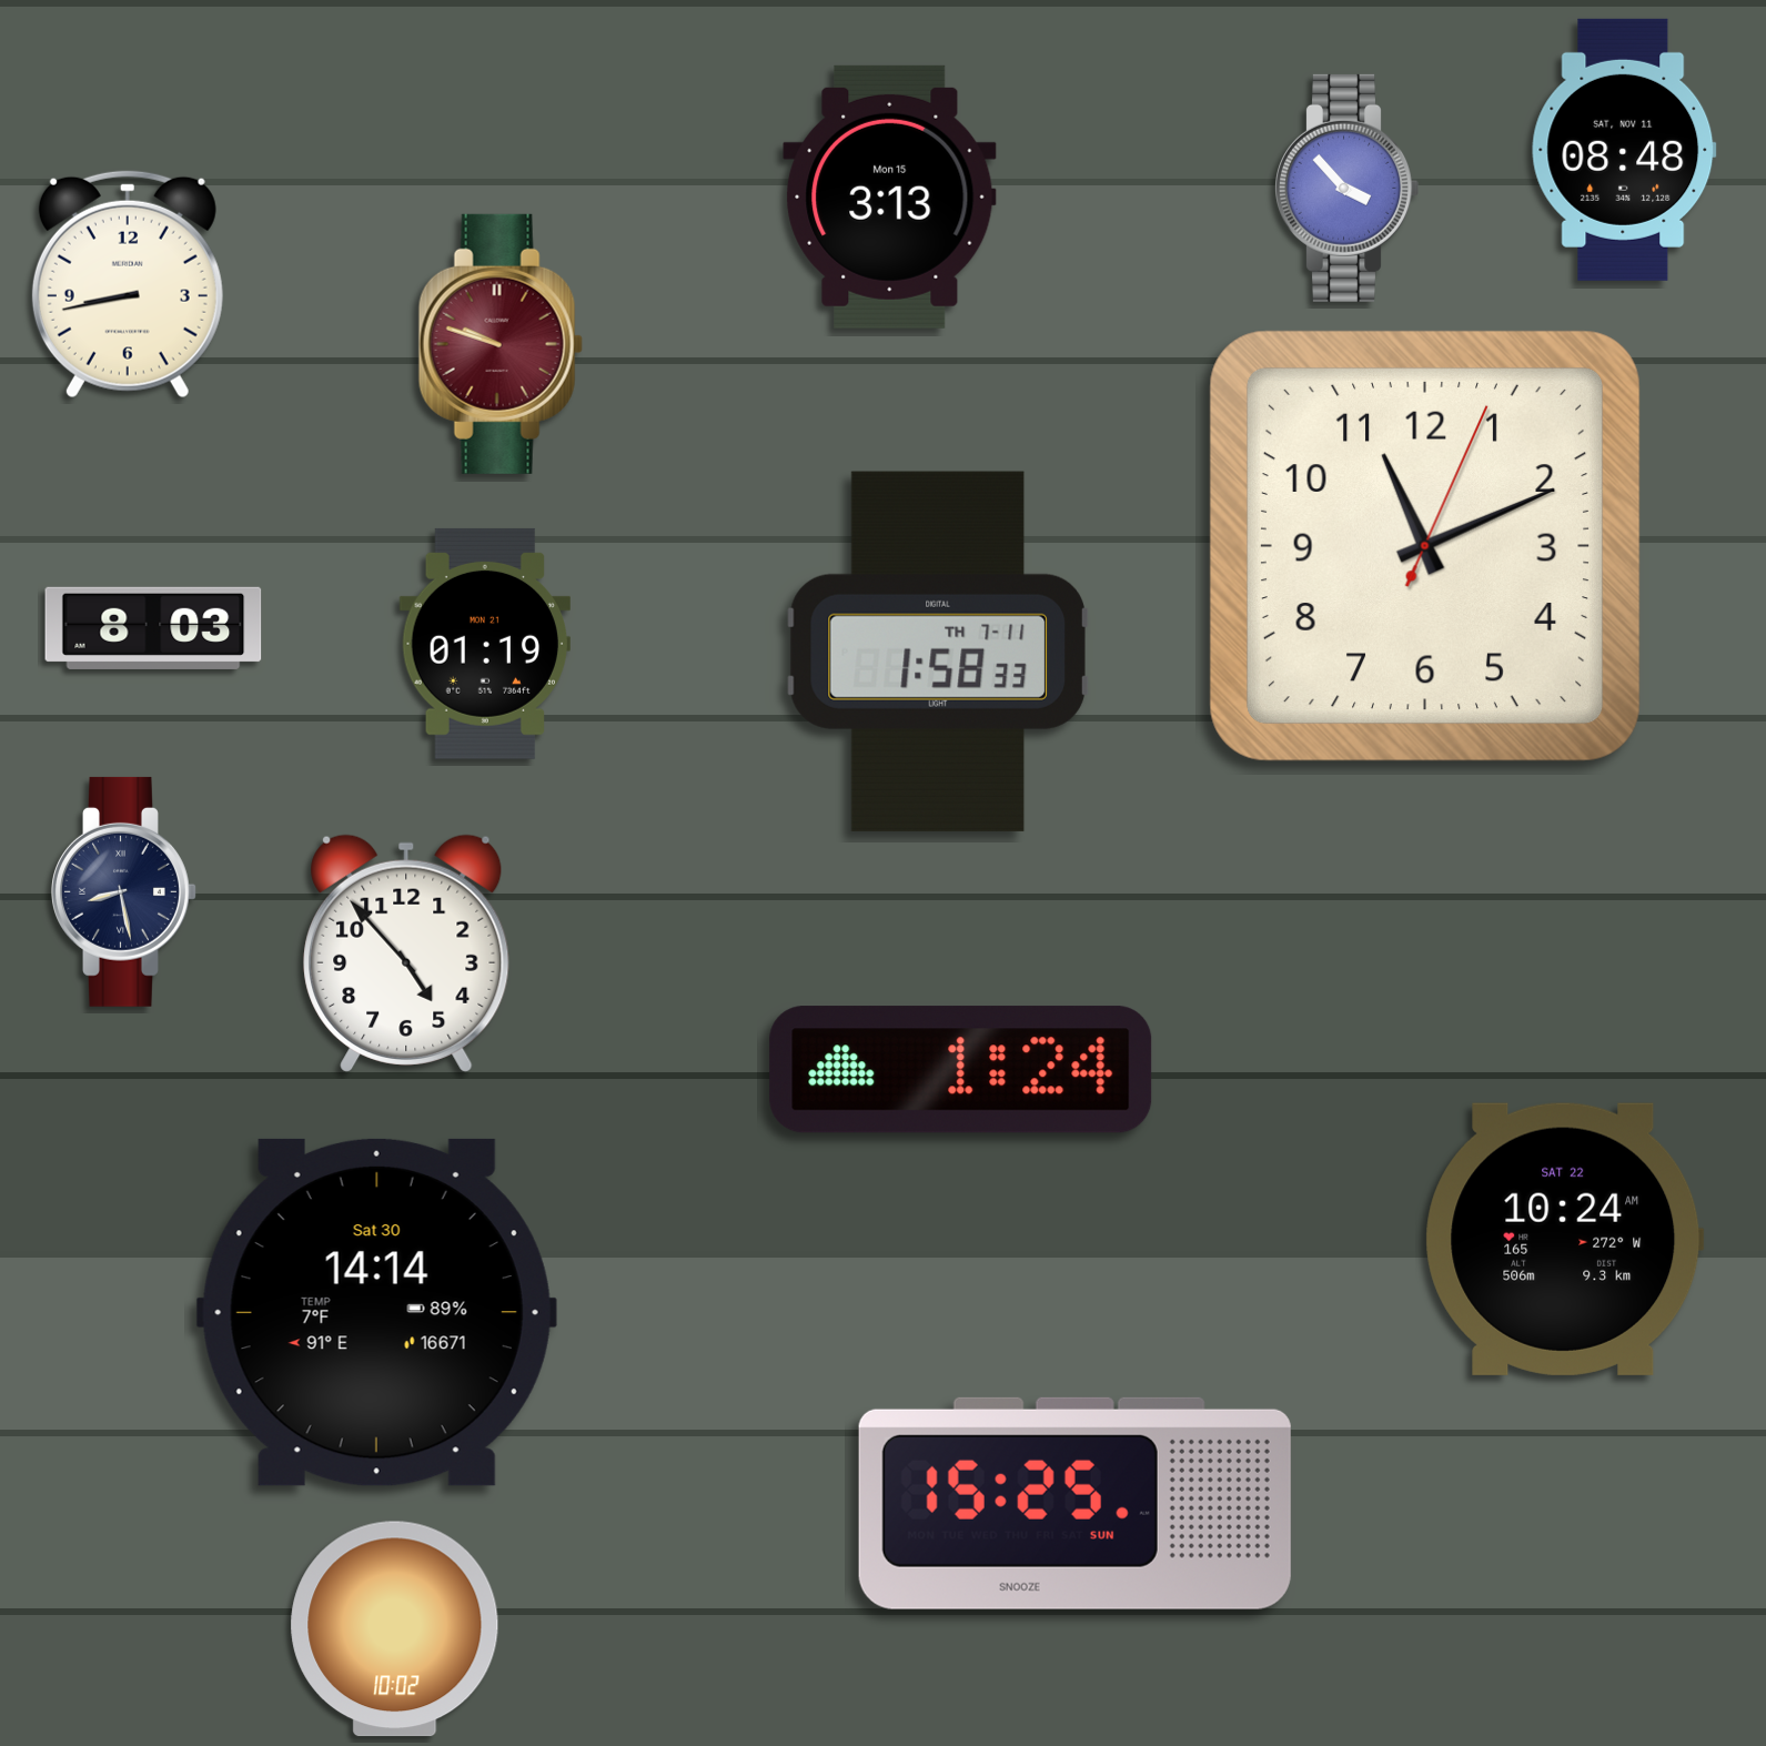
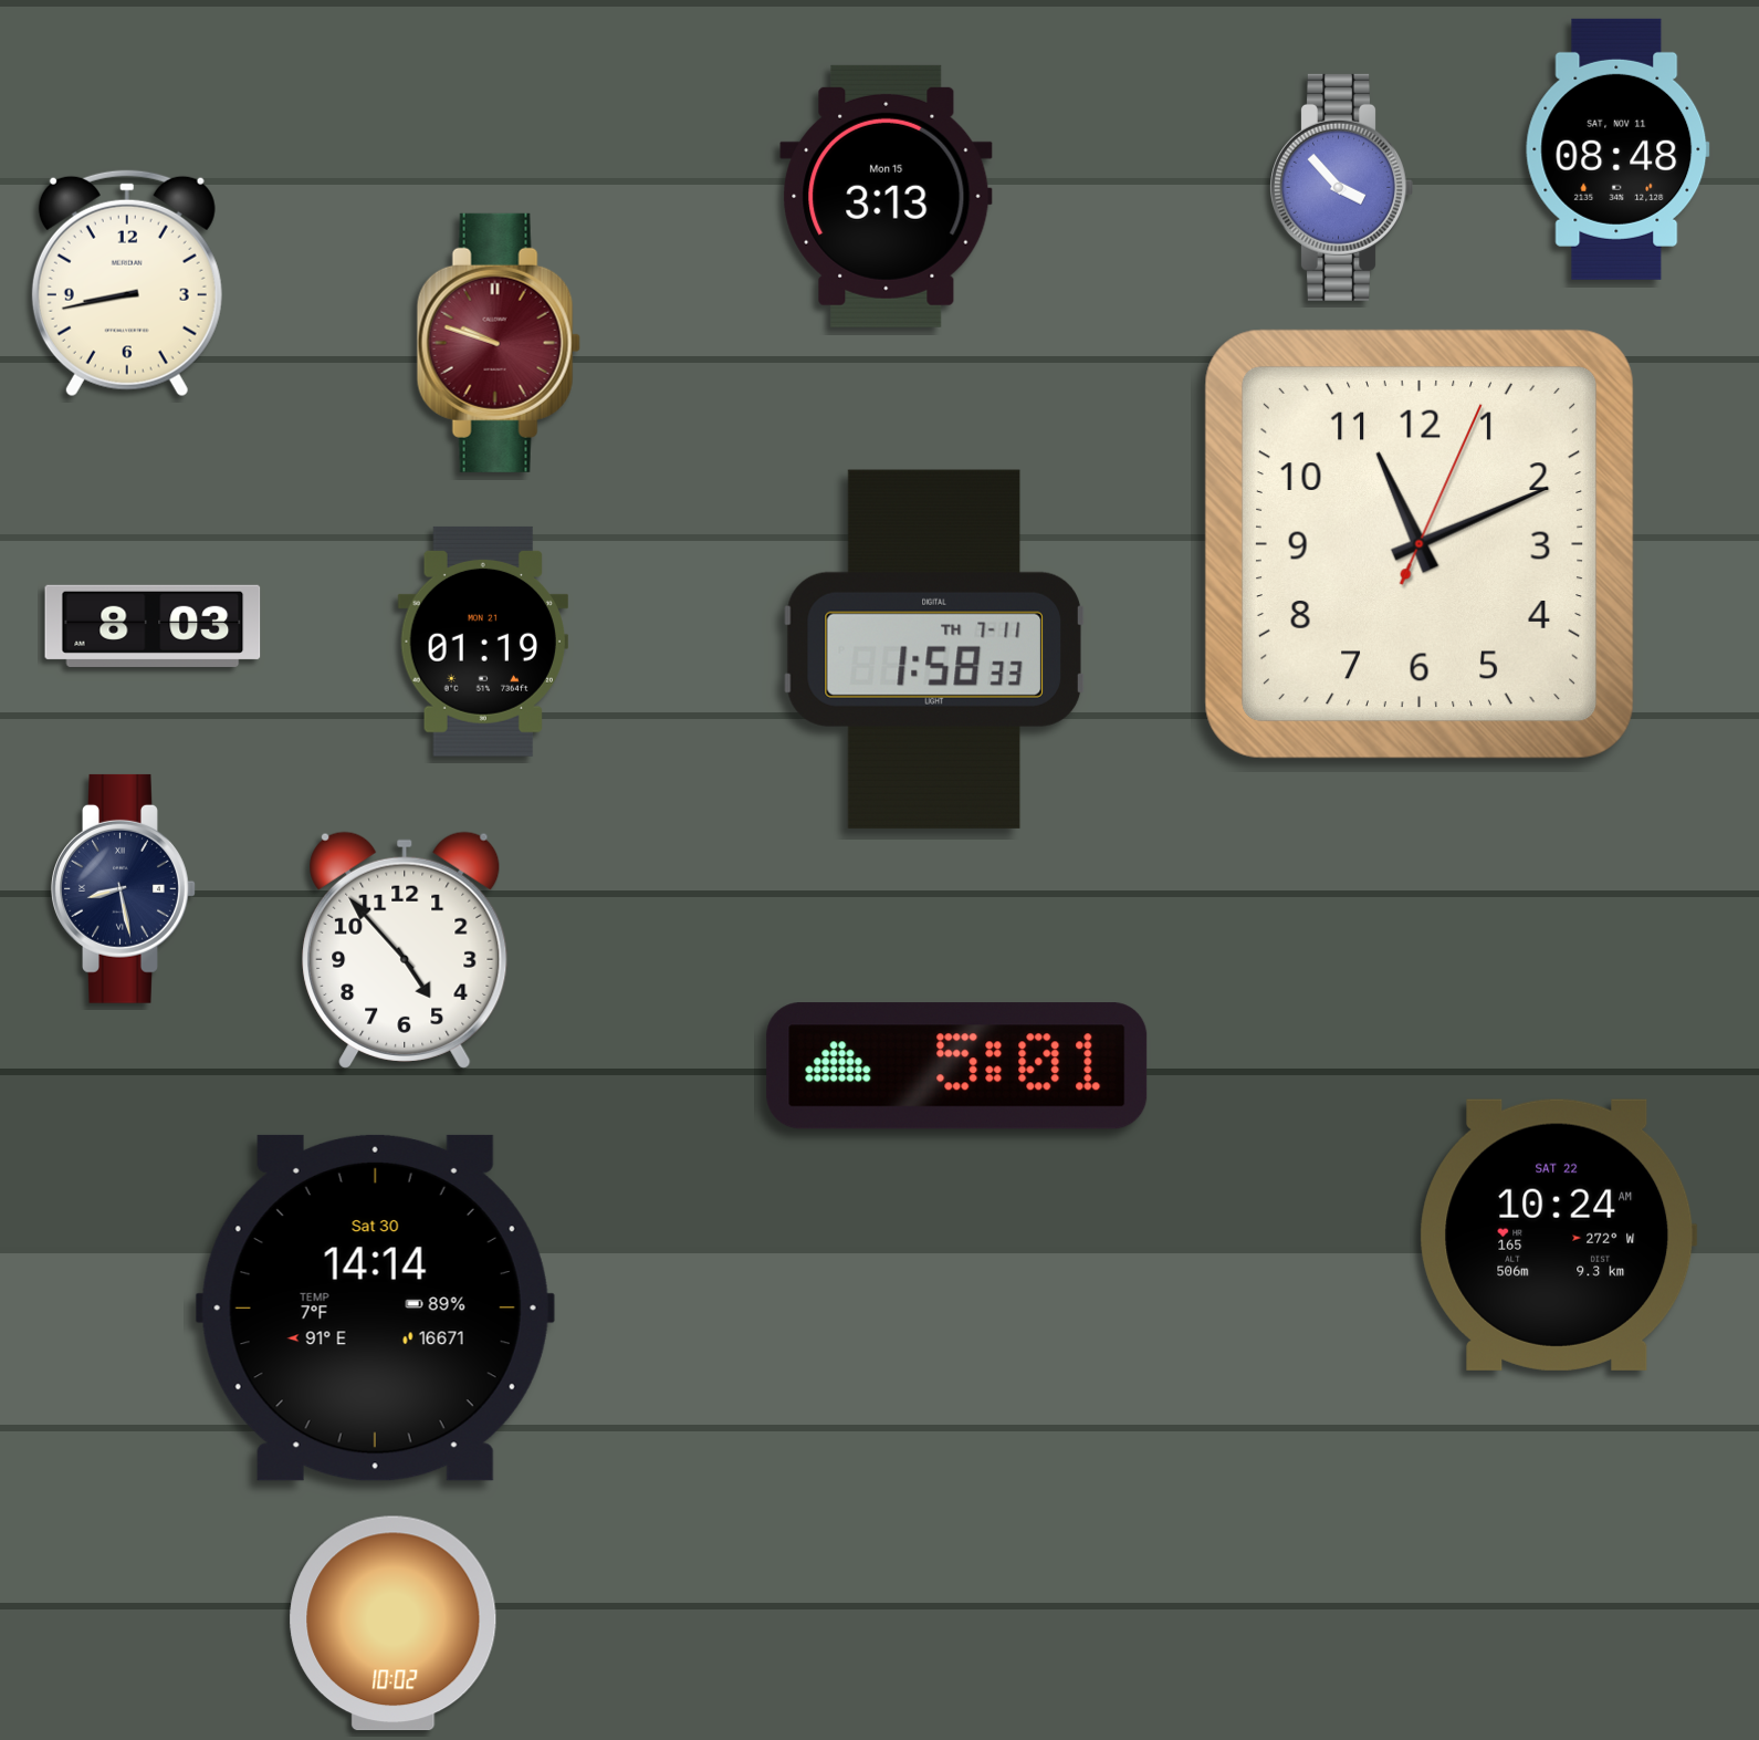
clock at (961, 1070): 1:24 -> 5:01
clock at (1074, 1503): 15:25 -> none
